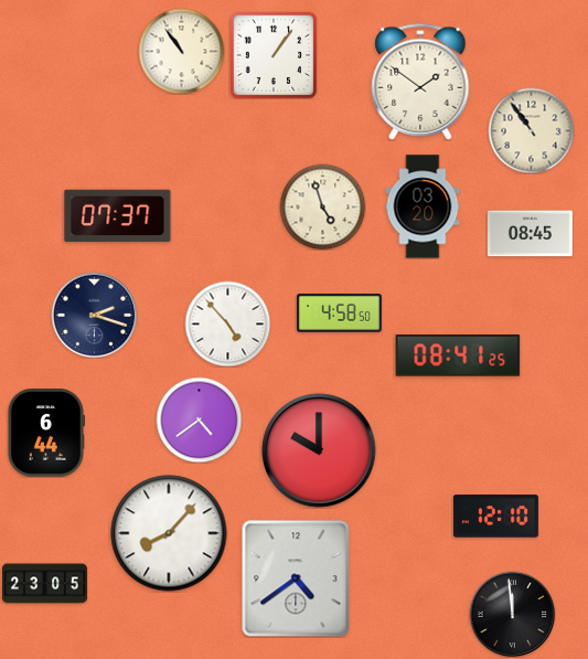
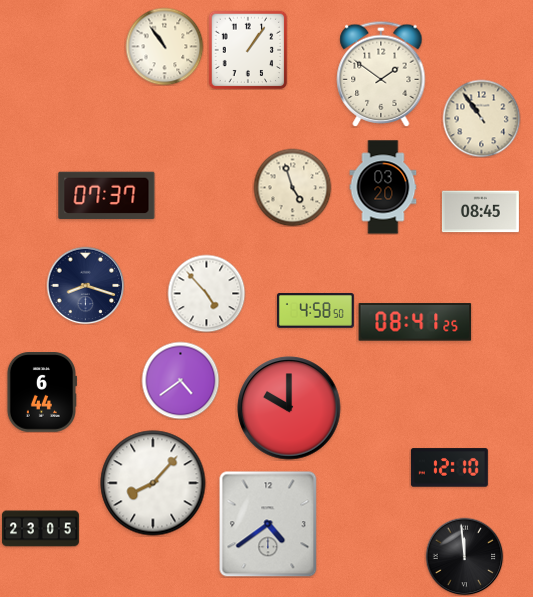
clock at (339, 313) position: (339, 313) -> (315, 311)
clock at (94, 315): 2:18 -> 8:18
